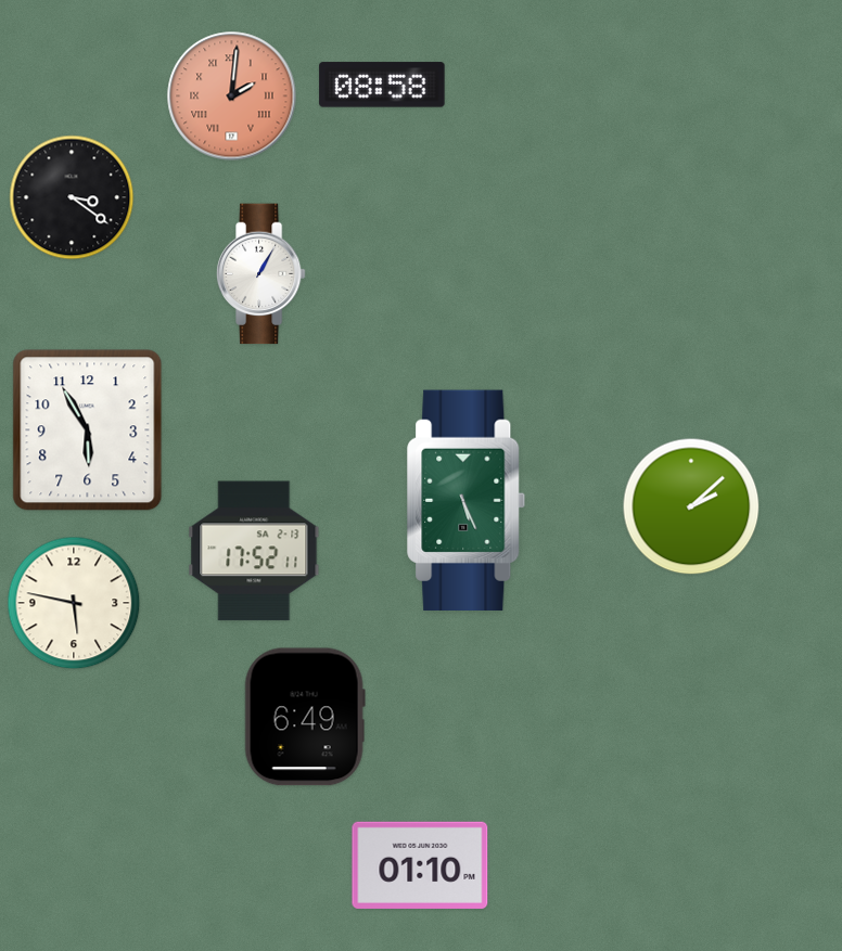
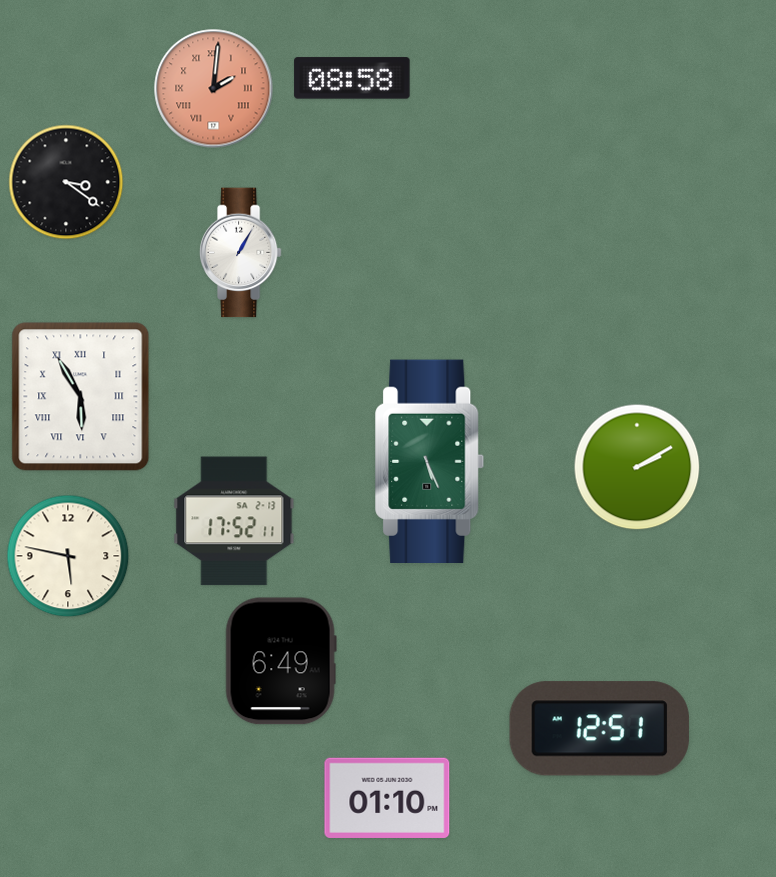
clock at (88, 430) numerals: Arabic -> Roman
clock at (691, 506): 2:08 -> 2:10
clock at (254, 551) position: (254, 551) -> (234, 521)
clock at (599, 729): none -> 12:51
